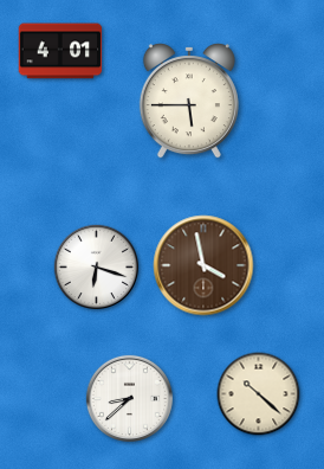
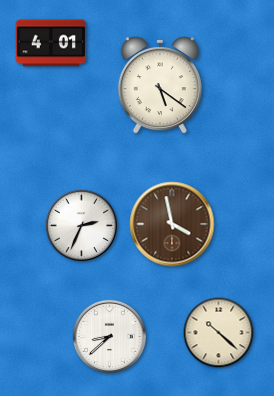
clock at (189, 102): 5:45 -> 5:21
clock at (97, 268): 6:18 -> 2:34
